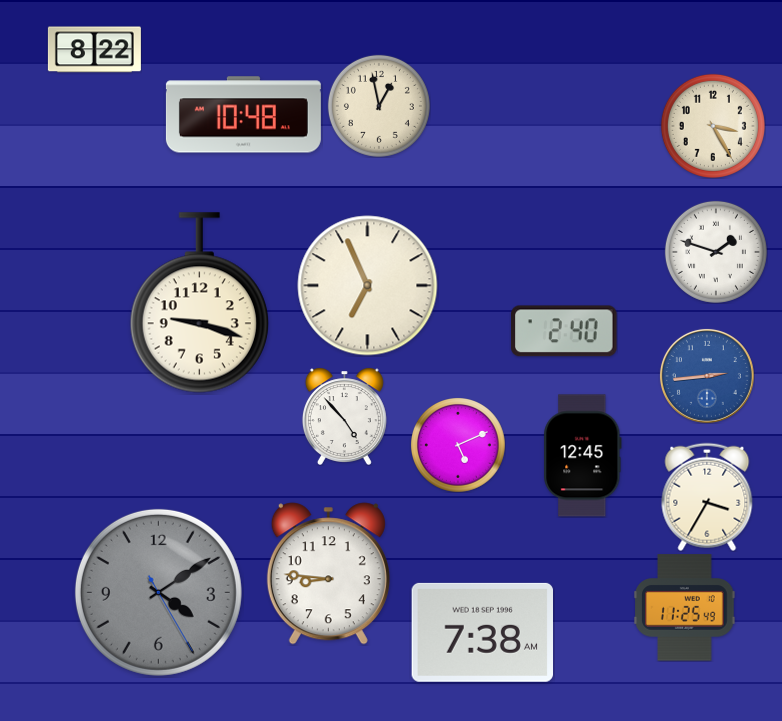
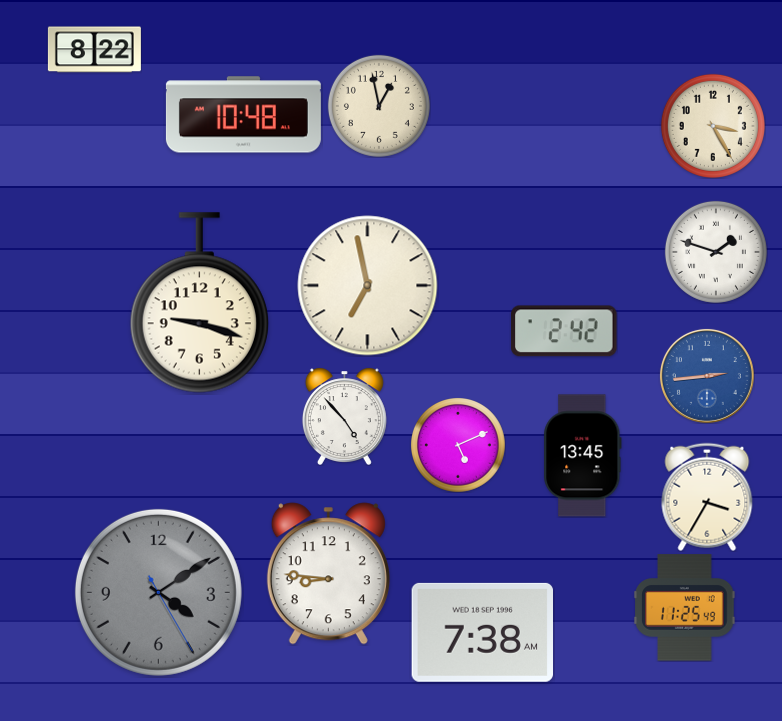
clock at (368, 286): 6:56 -> 6:58
clock at (564, 331): 2:40 -> 2:42
clock at (583, 456): 12:45 -> 13:45
